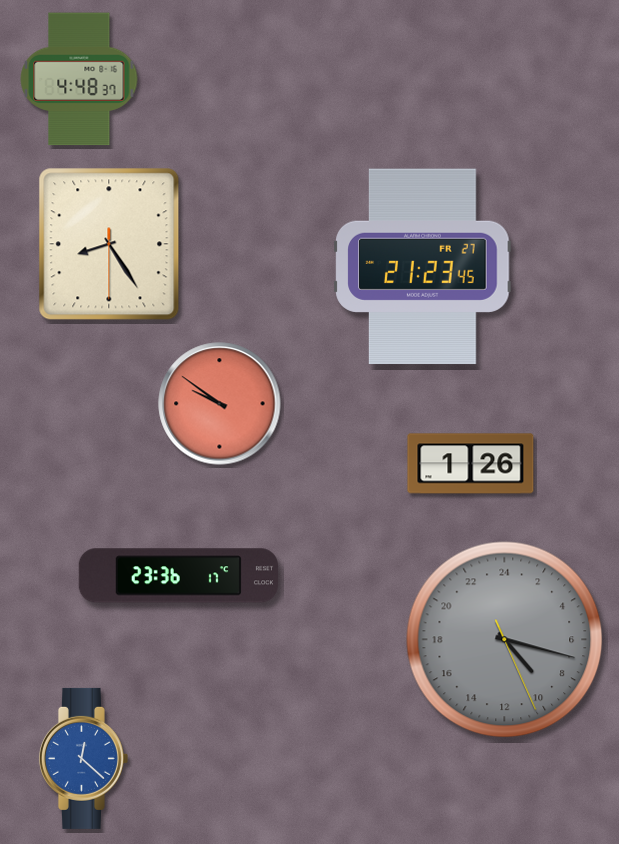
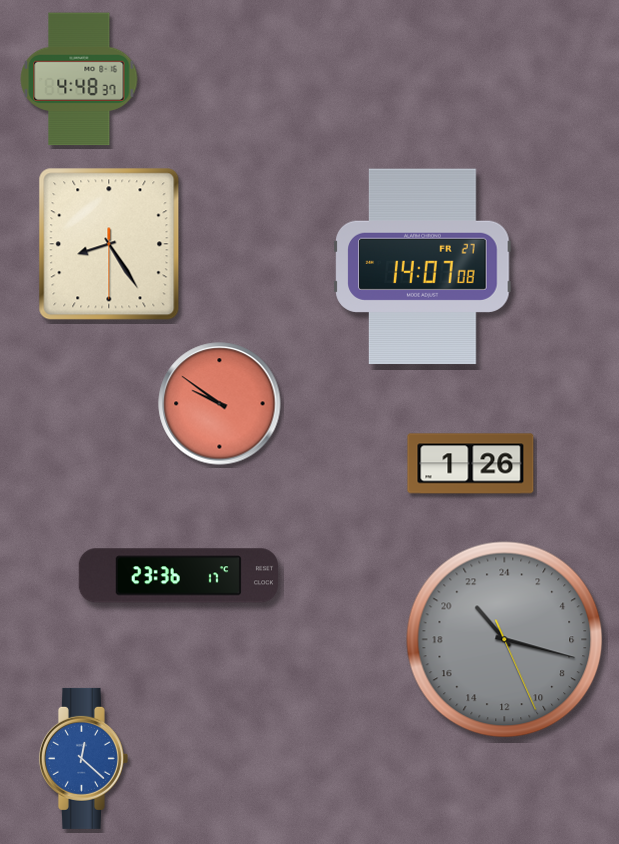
clock at (423, 267): 21:23 -> 14:07
clock at (505, 640): 9:17 -> 21:17
